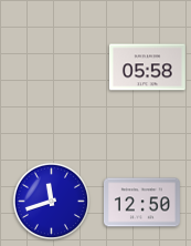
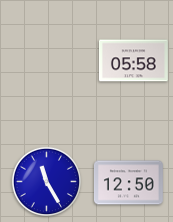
clock at (52, 202): 11:42 -> 11:25
